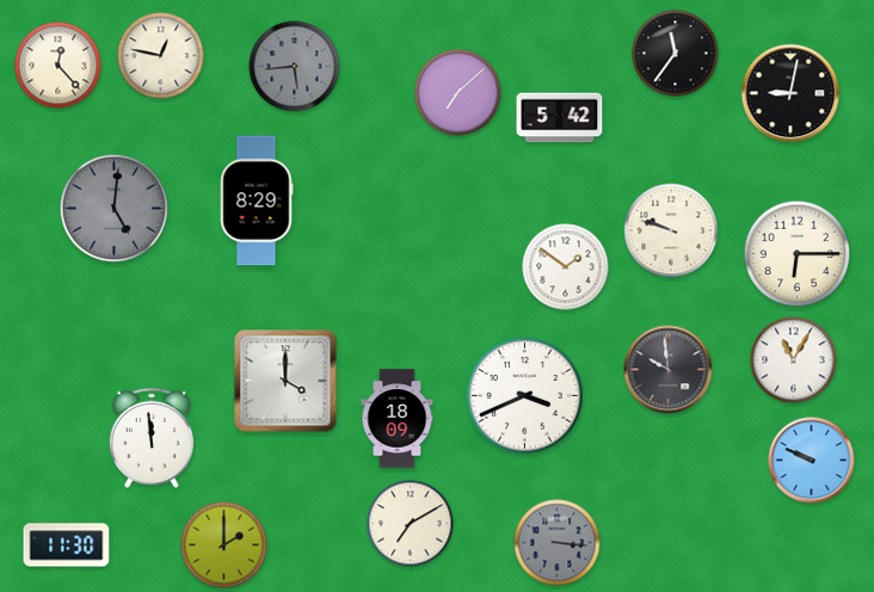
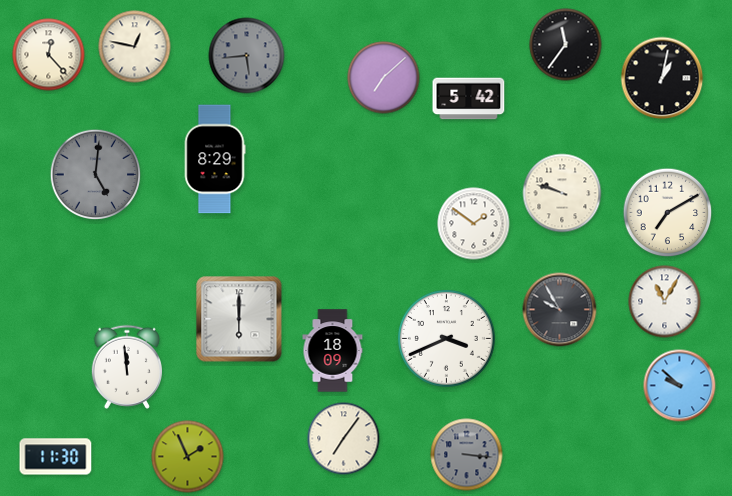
clock at (790, 93): 9:02 -> 1:02
clock at (257, 201) position: (257, 201) -> (215, 159)
clock at (798, 254): 6:15 -> 7:10
clock at (669, 370): 9:59 -> 9:55
clock at (285, 381): 4:00 -> 6:00
clock at (524, 395) position: (524, 395) -> (446, 338)
clock at (812, 461): 9:49 -> 9:52
clock at (411, 524): 7:10 -> 7:06
clock at (224, 545): 2:00 -> 1:56
